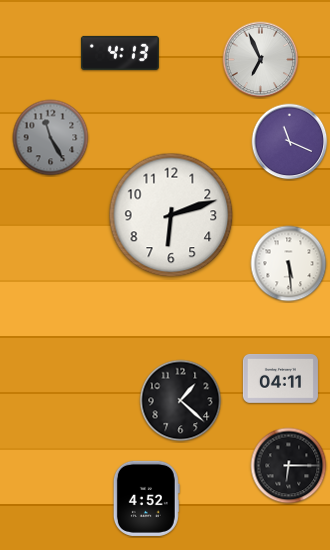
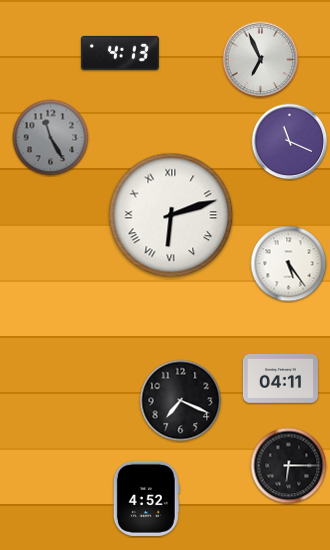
clock at (171, 215) numerals: Arabic -> Roman
clock at (289, 264): 5:29 -> 5:24
clock at (181, 401): 1:22 -> 7:19
